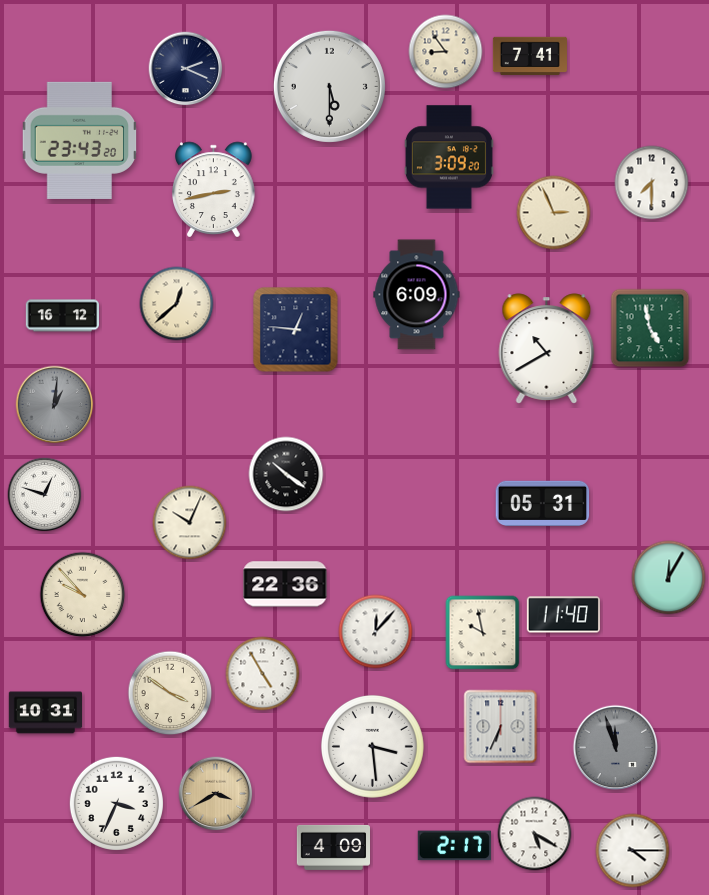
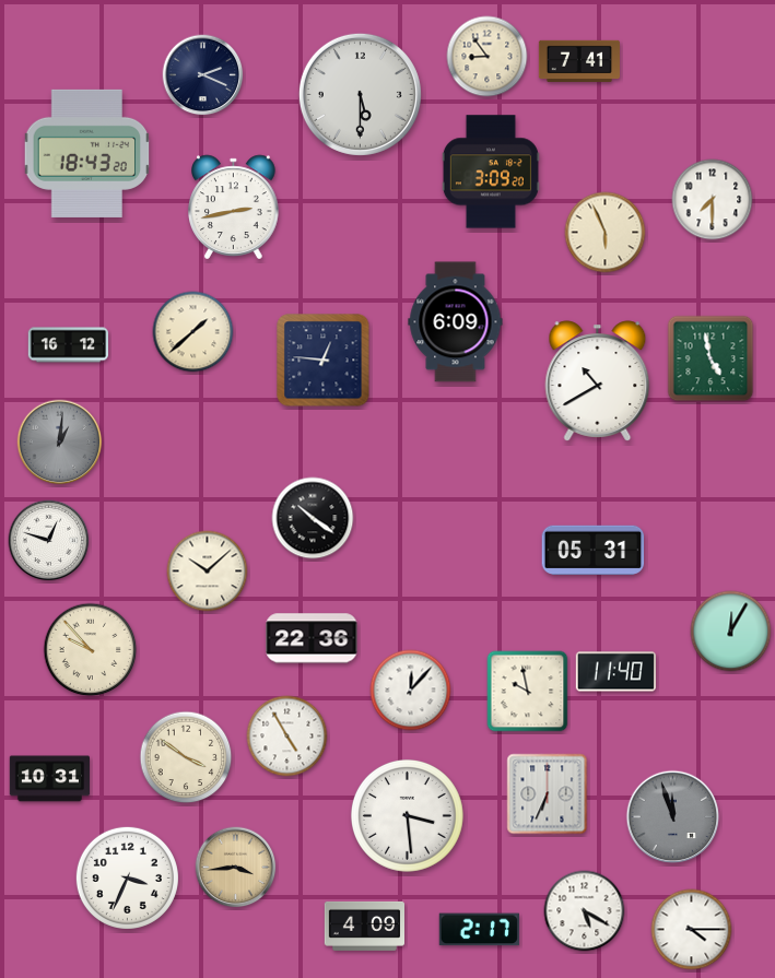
clock at (80, 140): 23:43 -> 18:43
clock at (554, 213): 2:56 -> 5:56
clock at (177, 304): 12:38 -> 1:38
clock at (190, 523): 10:04 -> 10:08
clock at (216, 794): 3:40 -> 3:44
clock at (454, 846) position: (454, 846) -> (479, 930)
